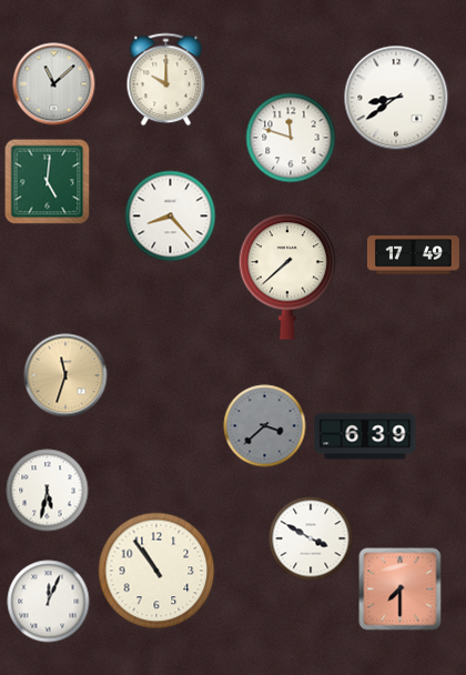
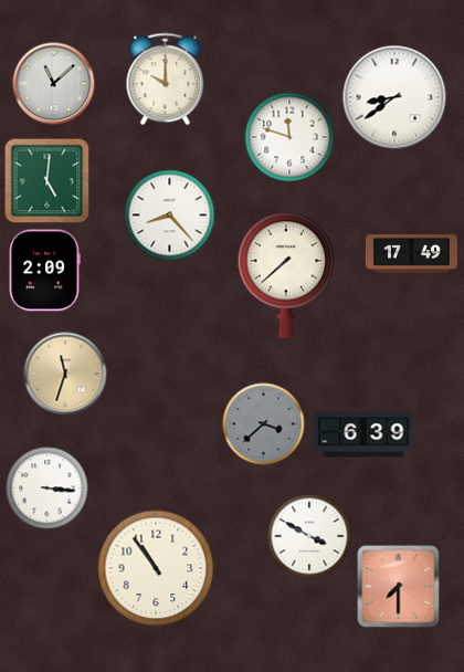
clock at (44, 271): none -> 2:09
clock at (48, 491): 5:32 -> 3:16
clock at (49, 602): 12:04 -> none
